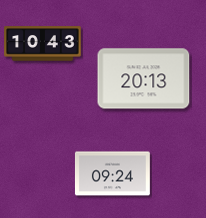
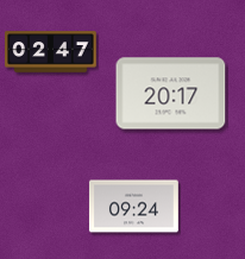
clock at (43, 44): 10:43 -> 02:47
clock at (144, 79): 20:13 -> 20:17
